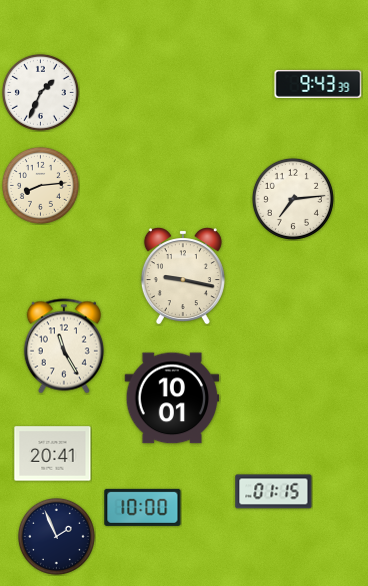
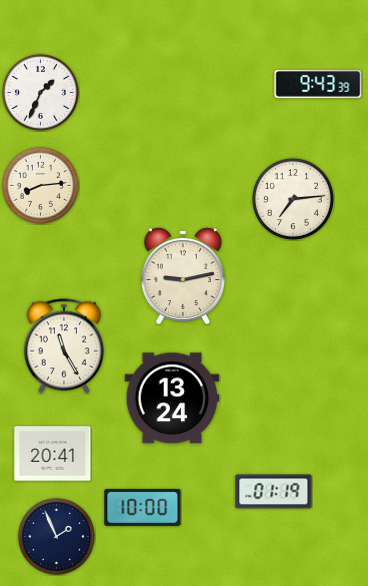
clock at (183, 276): 9:17 -> 9:13
clock at (172, 398): 10:01 -> 13:24
clock at (274, 492): 01:15 -> 01:19
